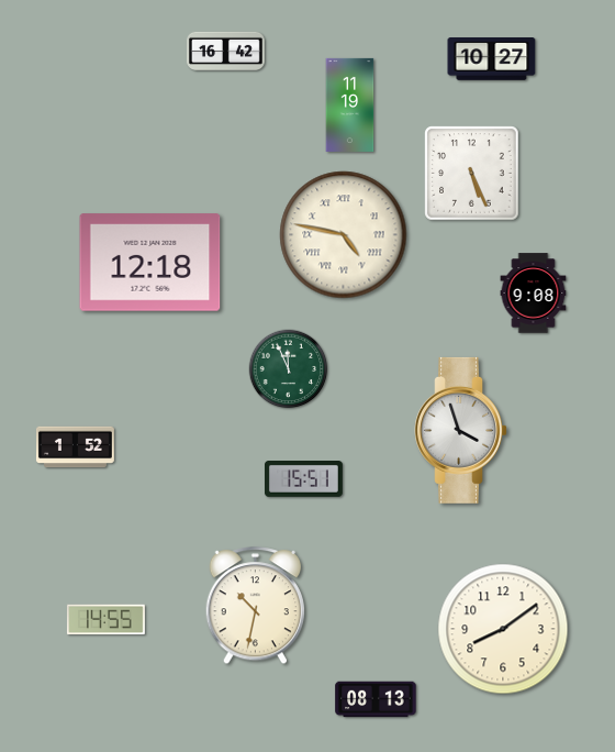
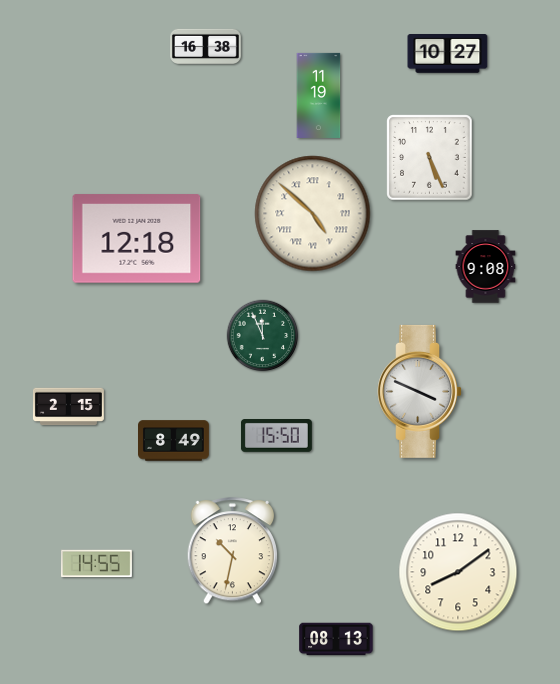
clock at (226, 51): 16:42 -> 16:38
clock at (344, 235): 4:47 -> 4:52
clock at (461, 430): 3:57 -> 3:49
clock at (75, 447): 1:52 -> 2:15
clock at (303, 479): 15:51 -> 15:50
clock at (174, 441): none -> 8:49
clock at (376, 699) position: (376, 699) -> (336, 639)
